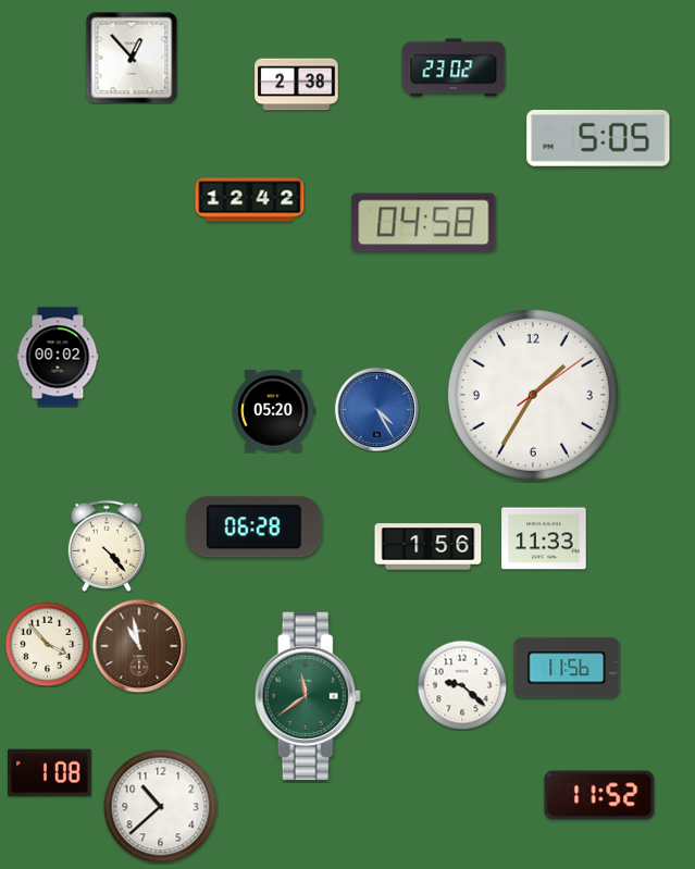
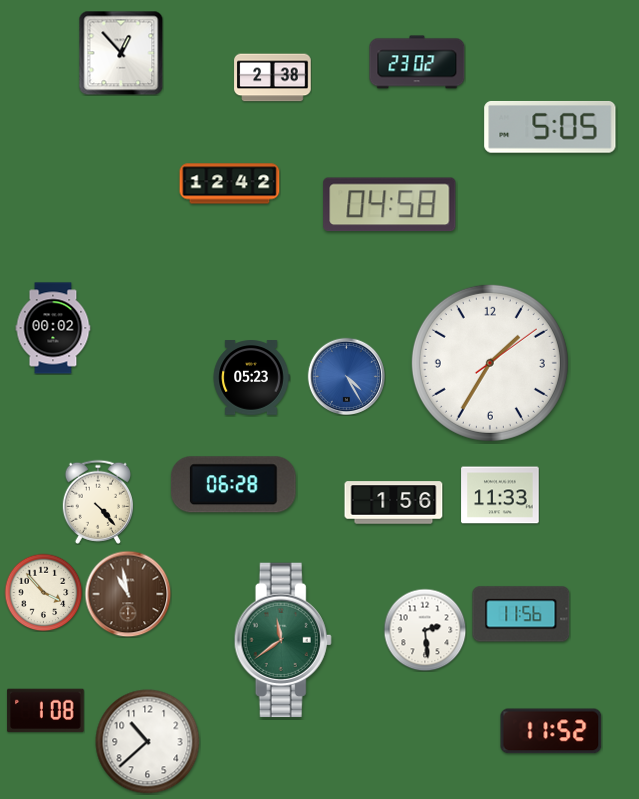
clock at (273, 411): 05:20 -> 05:23
clock at (462, 685): 9:22 -> 2:29
